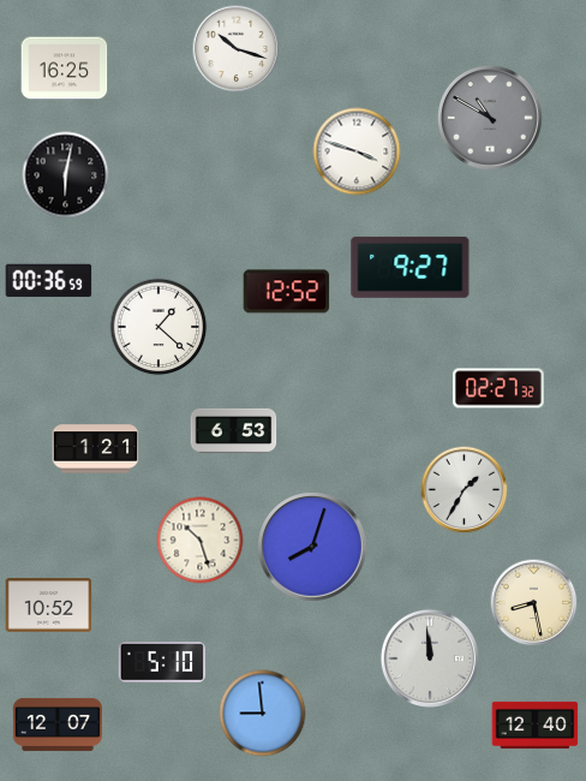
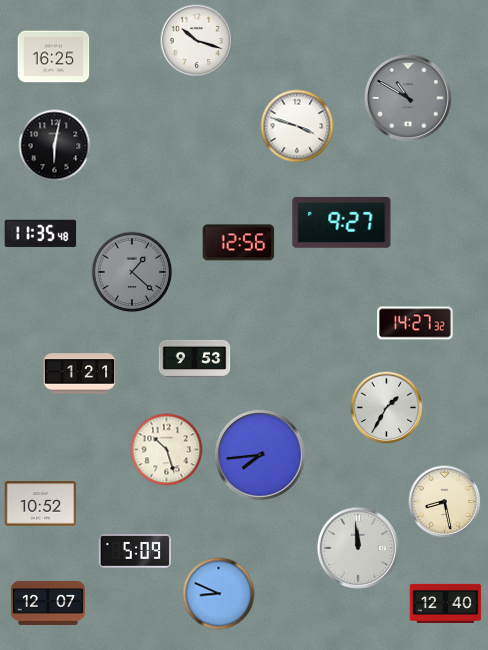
clock at (49, 281): 00:36 -> 11:35
clock at (287, 292): 12:52 -> 12:56
clock at (159, 327) dial: white -> grey
clock at (500, 388): 02:27 -> 14:27
clock at (234, 430): 6:53 -> 9:53
clock at (312, 547): 8:03 -> 7:44
clock at (162, 663): 5:10 -> 5:09
clock at (263, 714): 8:59 -> 8:49
